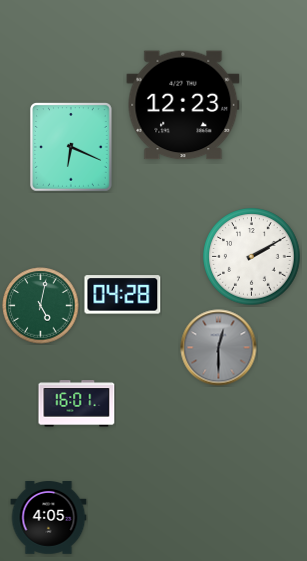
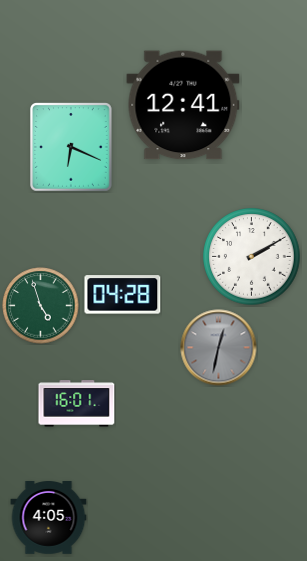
clock at (183, 105): 12:23 -> 12:41
clock at (41, 306): 5:02 -> 4:57
clock at (219, 348): 12:30 -> 12:32
